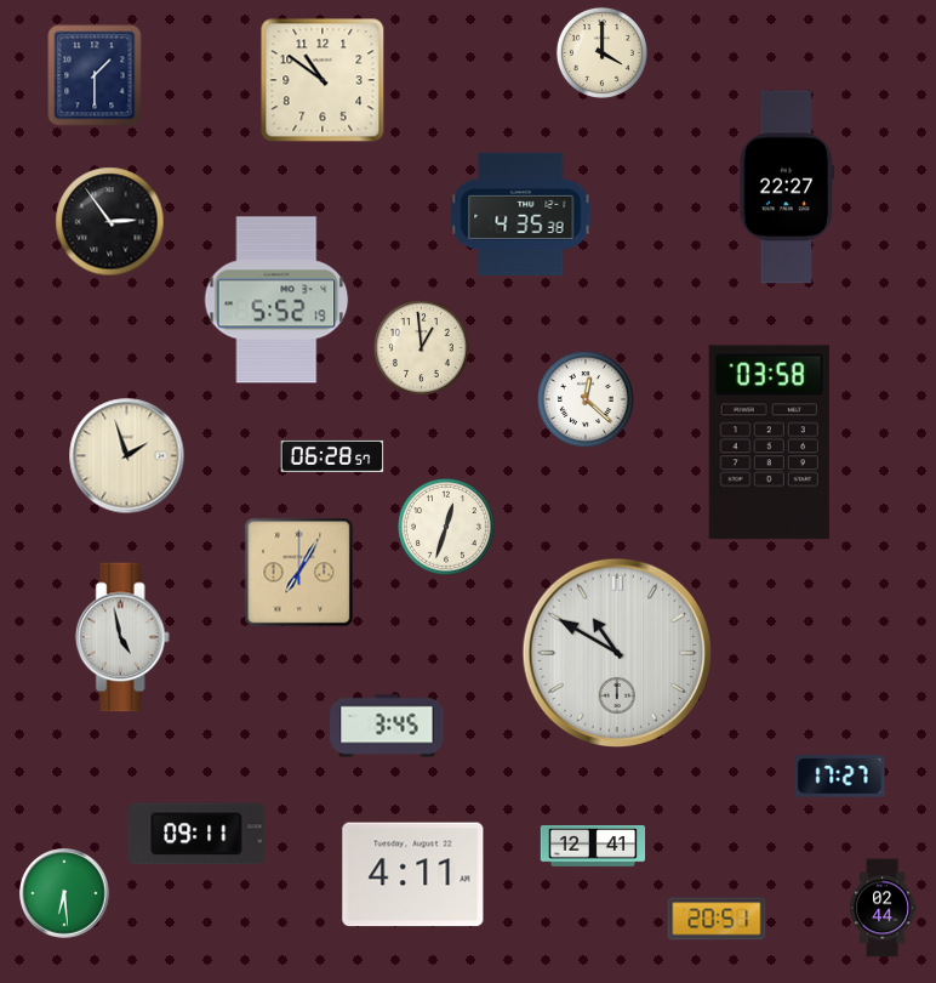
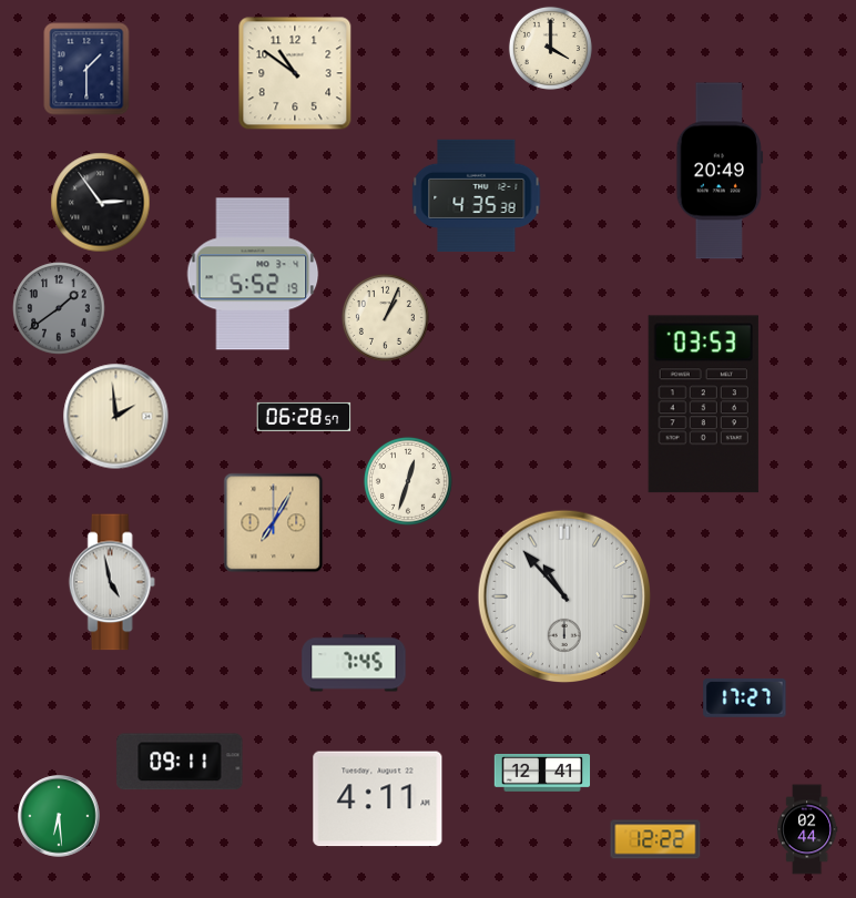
clock at (787, 187): 22:27 -> 20:49
clock at (59, 308): none -> 1:39
clock at (421, 347): 12:59 -> 1:04
clock at (586, 399): 12:22 -> none
clock at (769, 443): 03:58 -> 03:53
clock at (127, 456): 1:57 -> 1:59
clock at (616, 652): 10:50 -> 10:53
clock at (387, 726): 3:45 -> 7:45
clock at (840, 775) position: (840, 775) -> (745, 697)
clock at (717, 919): 20:51 -> 12:22
